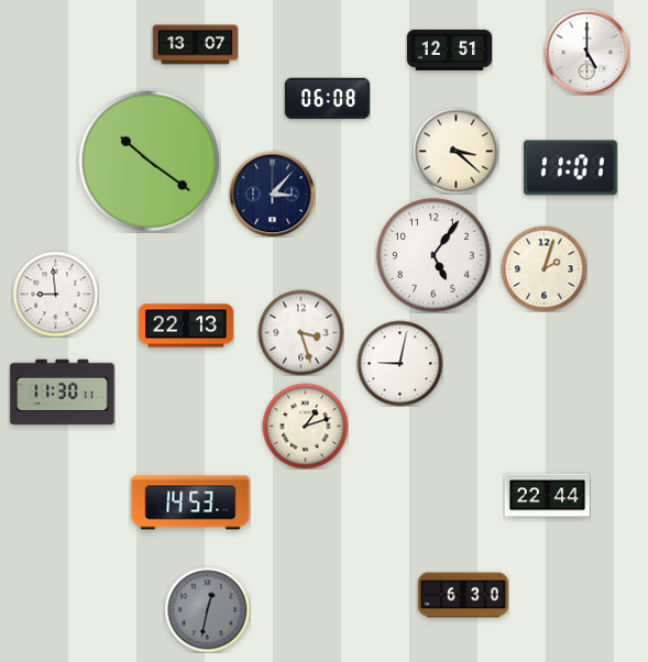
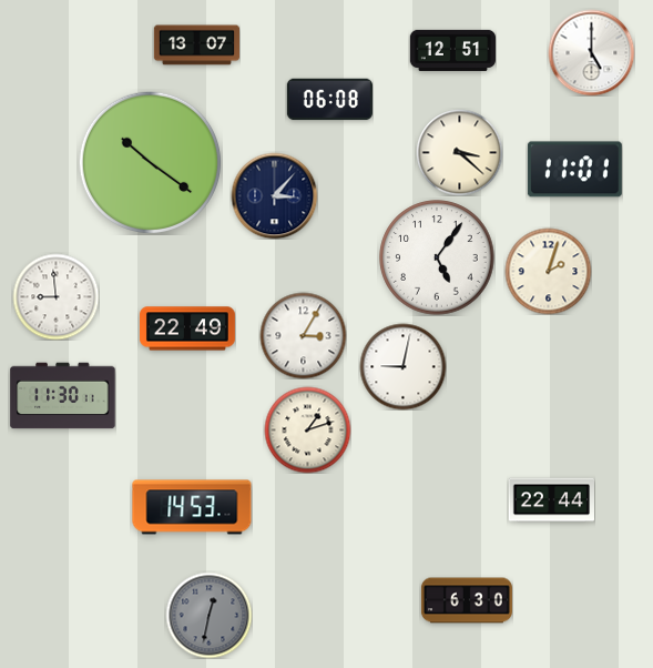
clock at (187, 326): 22:13 -> 22:49
clock at (300, 332): 3:27 -> 3:05
